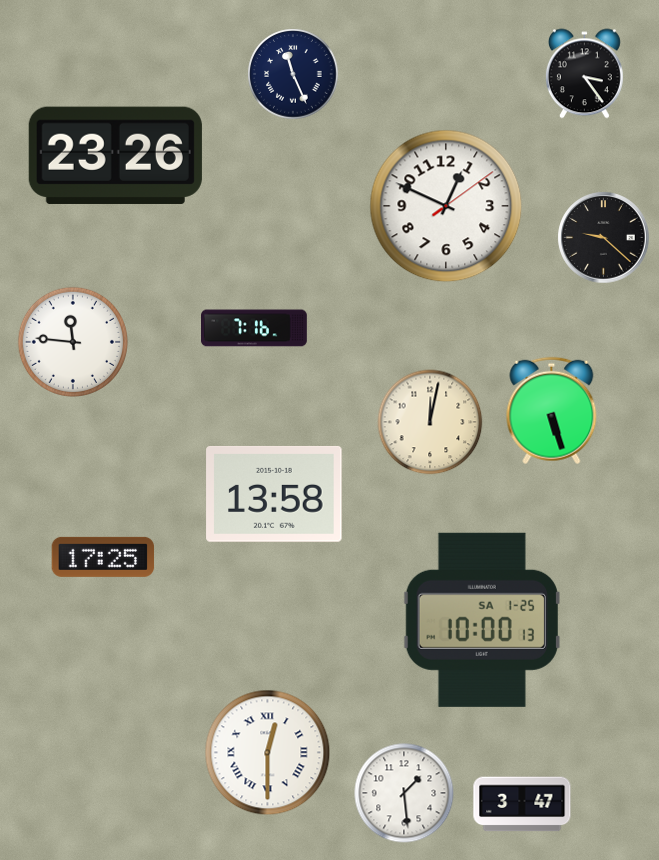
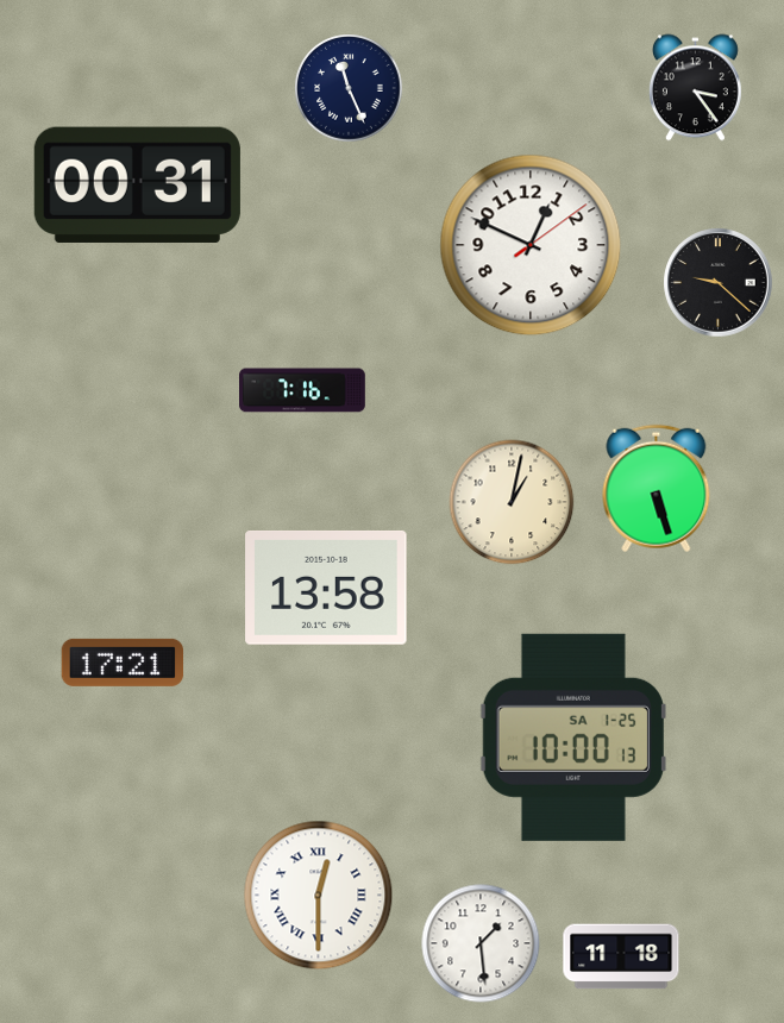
clock at (115, 155): 23:26 -> 00:31
clock at (73, 342): 11:46 -> none
clock at (430, 422): 12:02 -> 1:02
clock at (103, 557): 17:25 -> 17:21
clock at (522, 804): 3:47 -> 11:18
